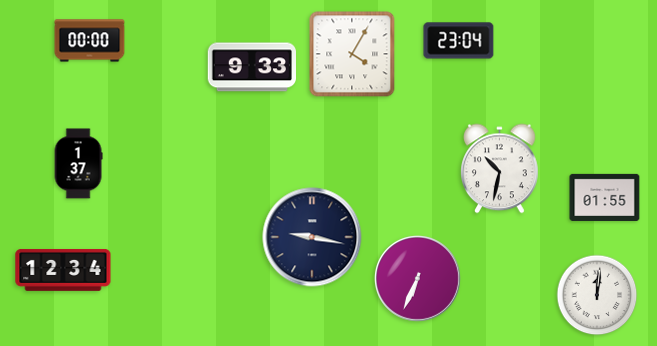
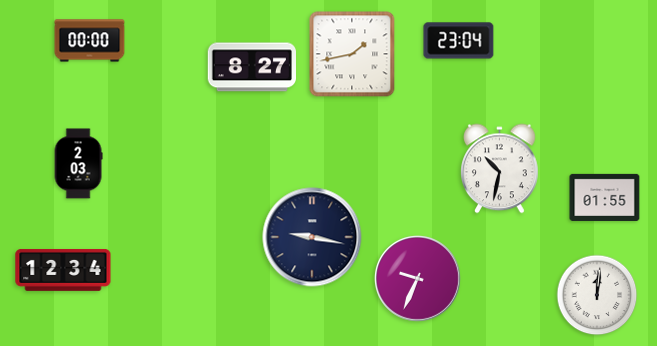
clock at (352, 54): 4:05 -> 1:43
clock at (251, 67): 9:33 -> 8:27
clock at (78, 164): 1:37 -> 2:03
clock at (418, 279): 6:34 -> 9:34
